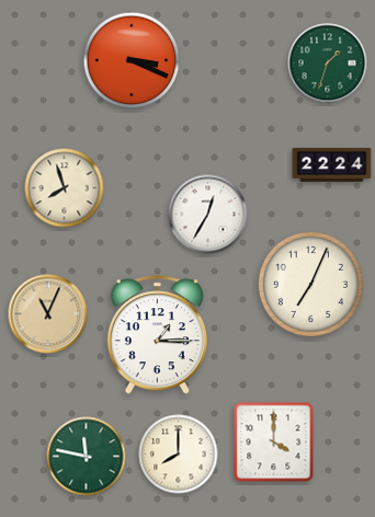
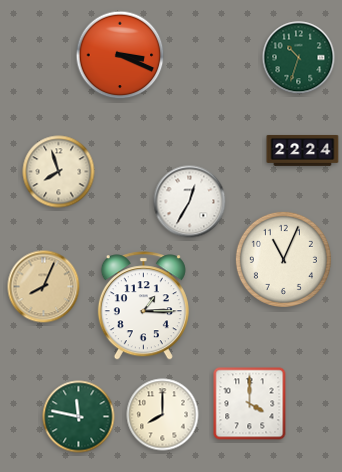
clock at (328, 64): 1:33 -> 10:33
clock at (208, 215) position: (208, 215) -> (190, 202)
clock at (310, 284): 7:04 -> 11:04
clock at (48, 314): 11:04 -> 8:04
